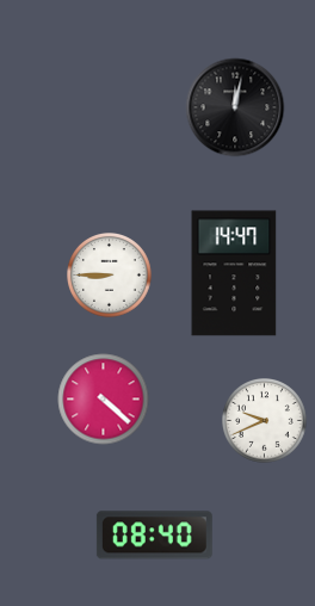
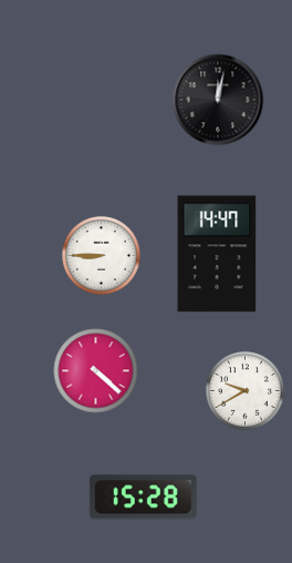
clock at (265, 421): 9:41 -> 9:40
clock at (154, 536): 08:40 -> 15:28
